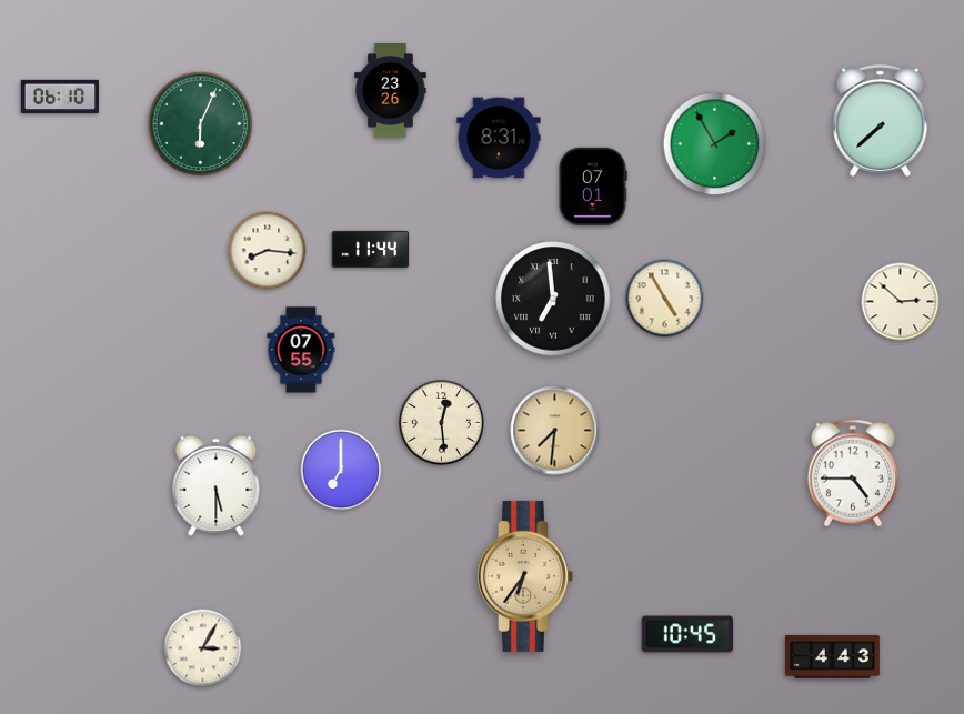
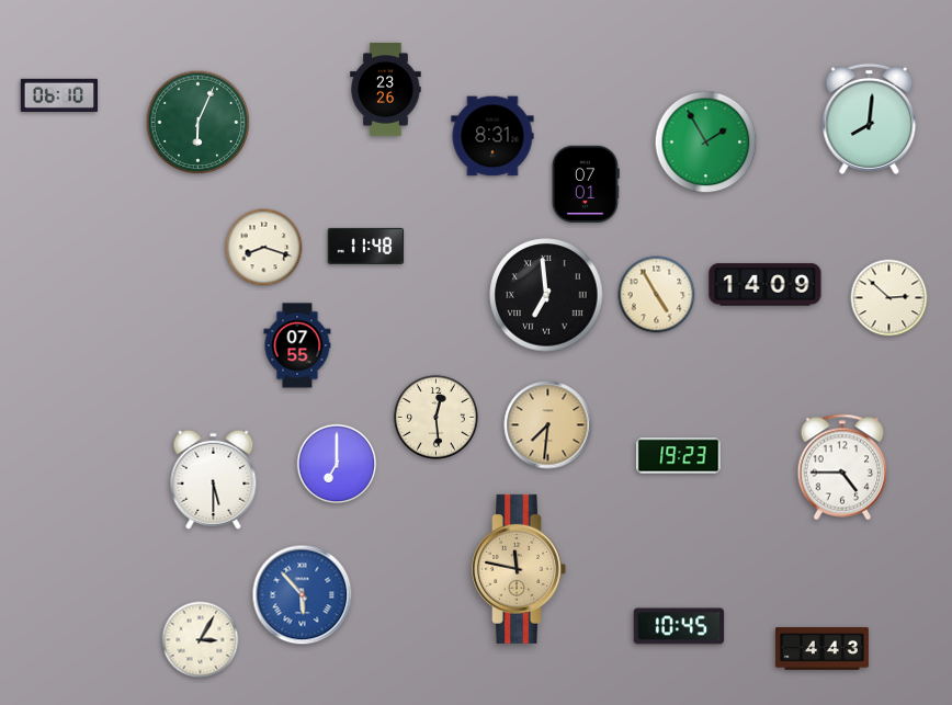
clock at (881, 120): 7:38 -> 8:01
clock at (371, 249): 11:44 -> 11:48
clock at (268, 251): 8:16 -> 8:18
clock at (766, 285): none -> 14:09
clock at (679, 456): none -> 19:23
clock at (525, 576): 6:36 -> 11:47
clock at (303, 595): none -> 5:53
